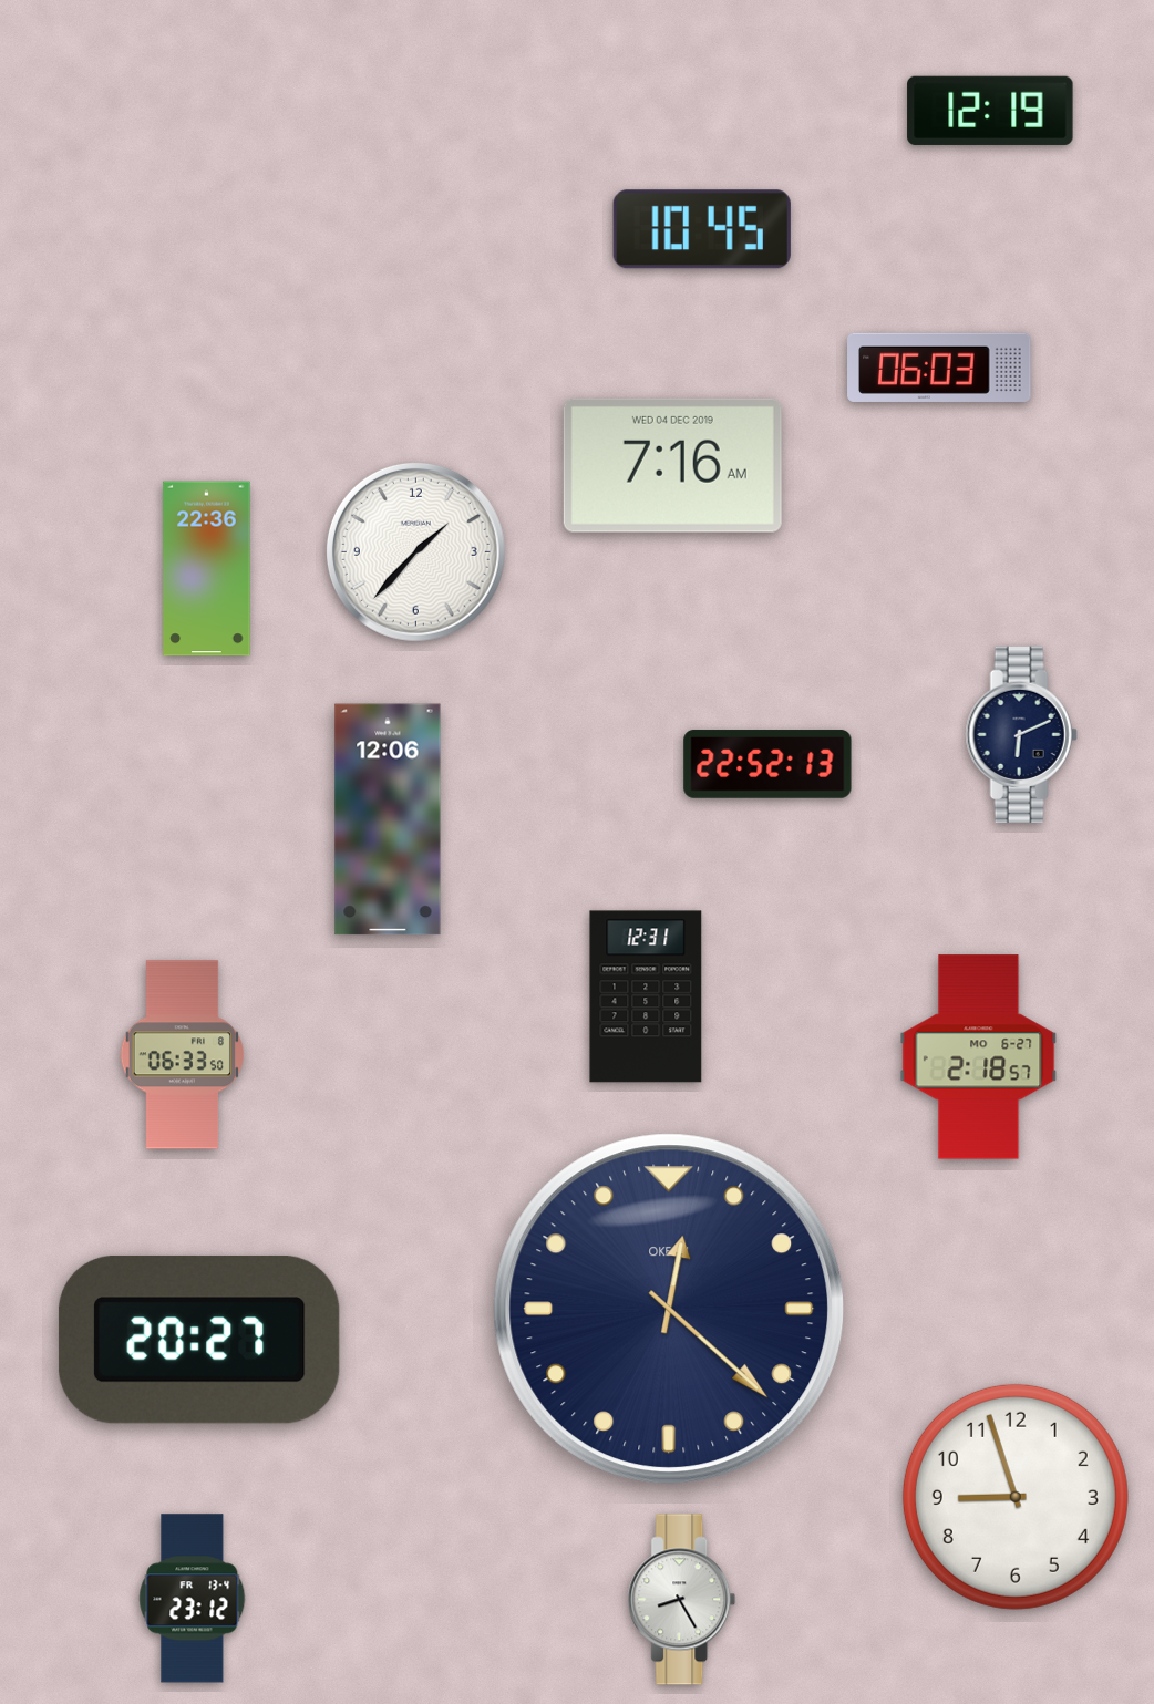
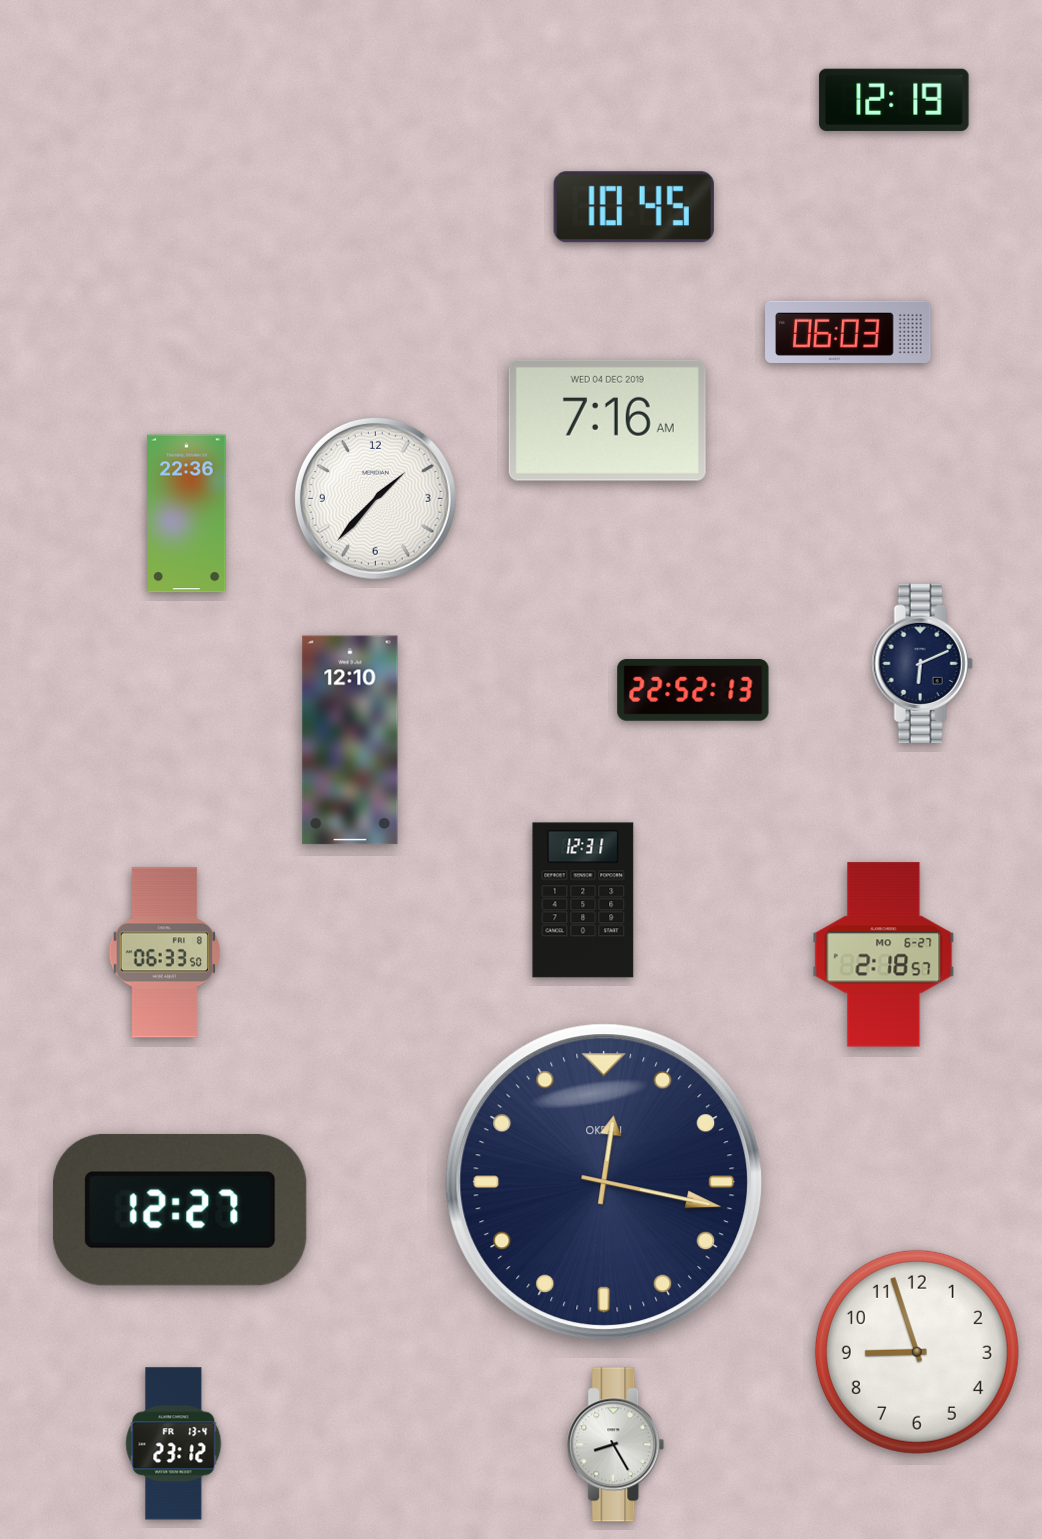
clock at (388, 819): 12:06 -> 12:10
clock at (669, 1309): 12:22 -> 12:17
clock at (199, 1340): 20:27 -> 12:27
